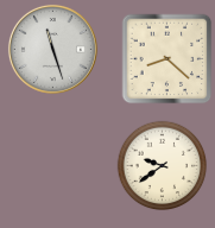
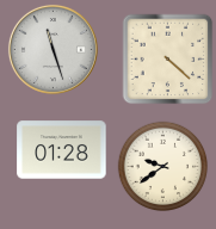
clock at (167, 59): 8:22 -> 4:22
clock at (62, 150): none -> 01:28
